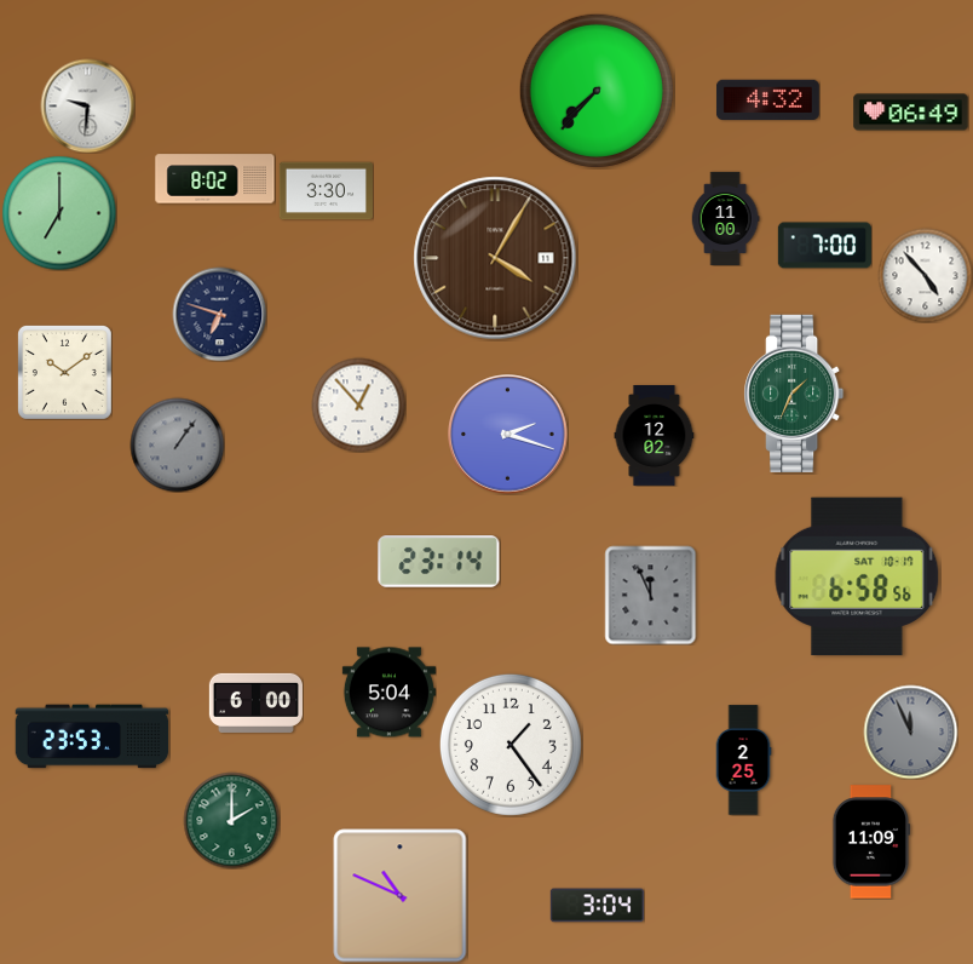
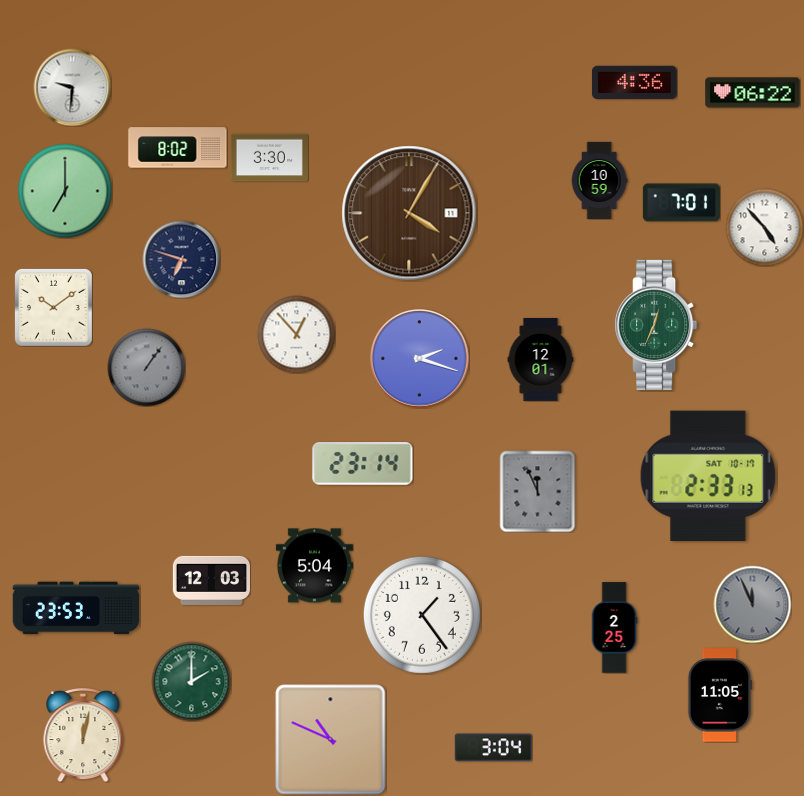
clock at (597, 91): 7:37 -> none
clock at (767, 101): 4:32 -> 4:36
clock at (911, 113): 06:49 -> 06:22
clock at (59, 213) position: (59, 213) -> (65, 191)
clock at (725, 218): 11:00 -> 10:59
clock at (824, 246): 7:00 -> 7:01
clock at (794, 394): 1:34 -> 12:34
clock at (655, 435): 12:02 -> 12:01
clock at (857, 576): 6:58 -> 2:33
clock at (388, 693) position: (388, 693) -> (314, 566)
clock at (255, 702): 6:00 -> 12:03
clock at (231, 820) position: (231, 820) -> (191, 681)
clock at (871, 842): 11:09 -> 11:05
clock at (83, 736): none -> 12:02
